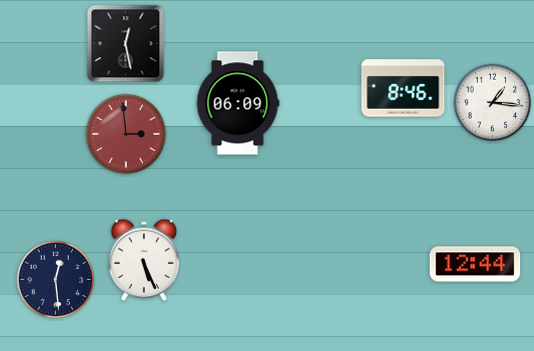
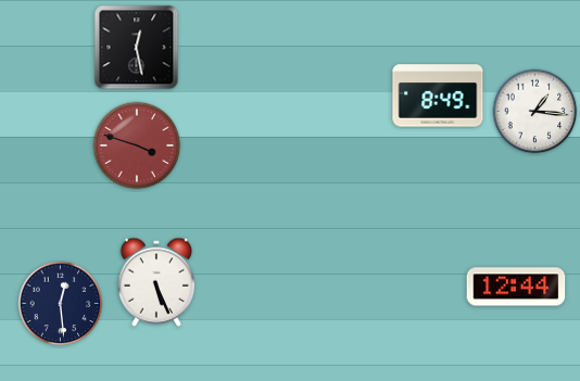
clock at (403, 88): 8:46 -> 8:49
clock at (238, 103): 06:09 -> none
clock at (126, 134): 2:59 -> 3:48
